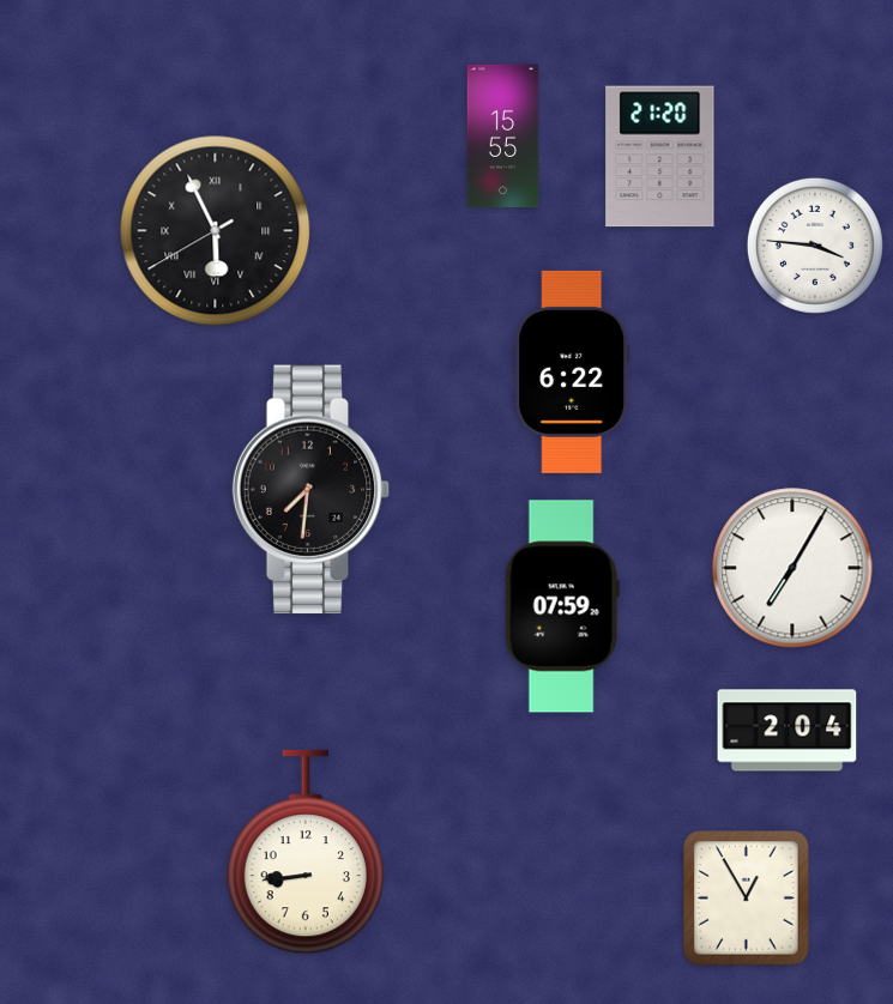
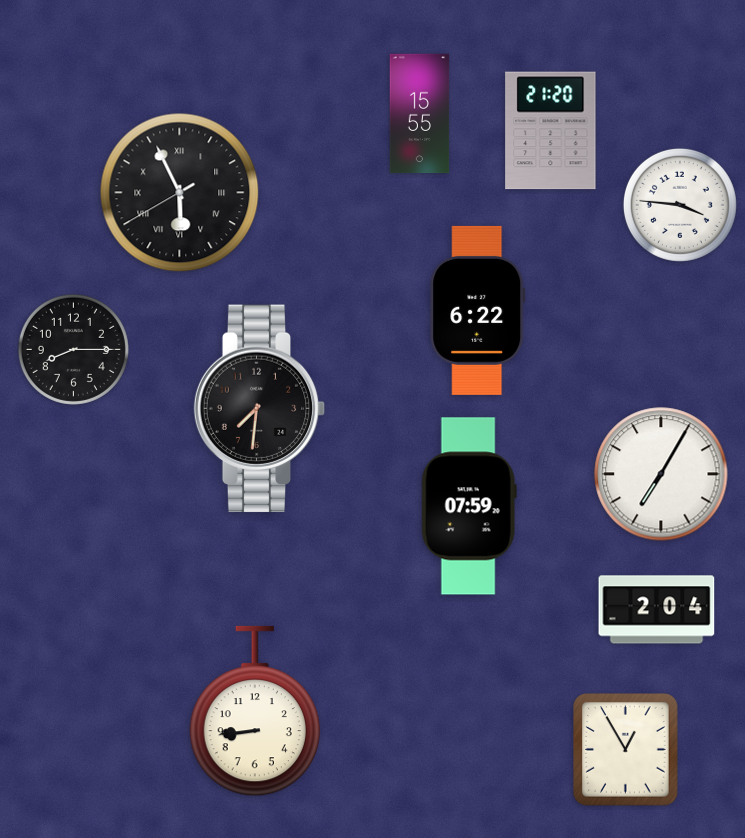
clock at (73, 349): none -> 8:15
clock at (747, 899) position: (747, 899) -> (626, 750)
